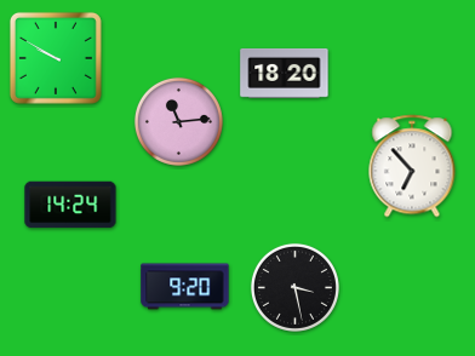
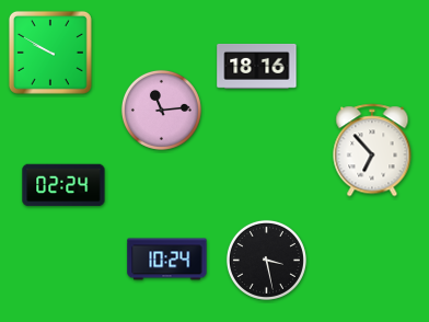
clock at (285, 73): 18:20 -> 18:16
clock at (70, 205): 14:24 -> 02:24
clock at (185, 287): 9:20 -> 10:24
